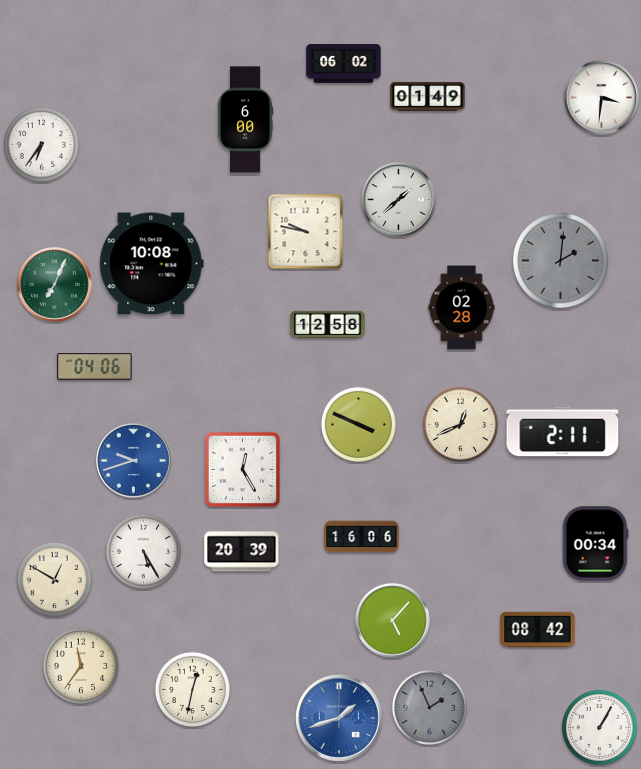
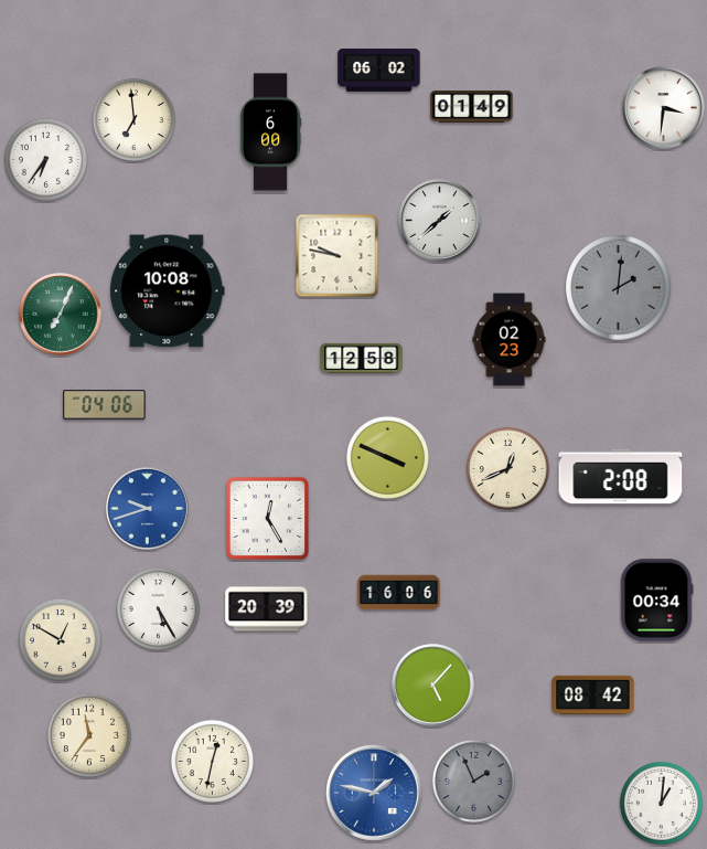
clock at (133, 119): none -> 6:59
clock at (462, 308): 02:28 -> 02:23
clock at (358, 424) position: (358, 424) -> (387, 457)
clock at (563, 432): 2:11 -> 2:08
clock at (339, 718): 1:42 -> 1:47
clock at (599, 727): 1:05 -> 1:01
